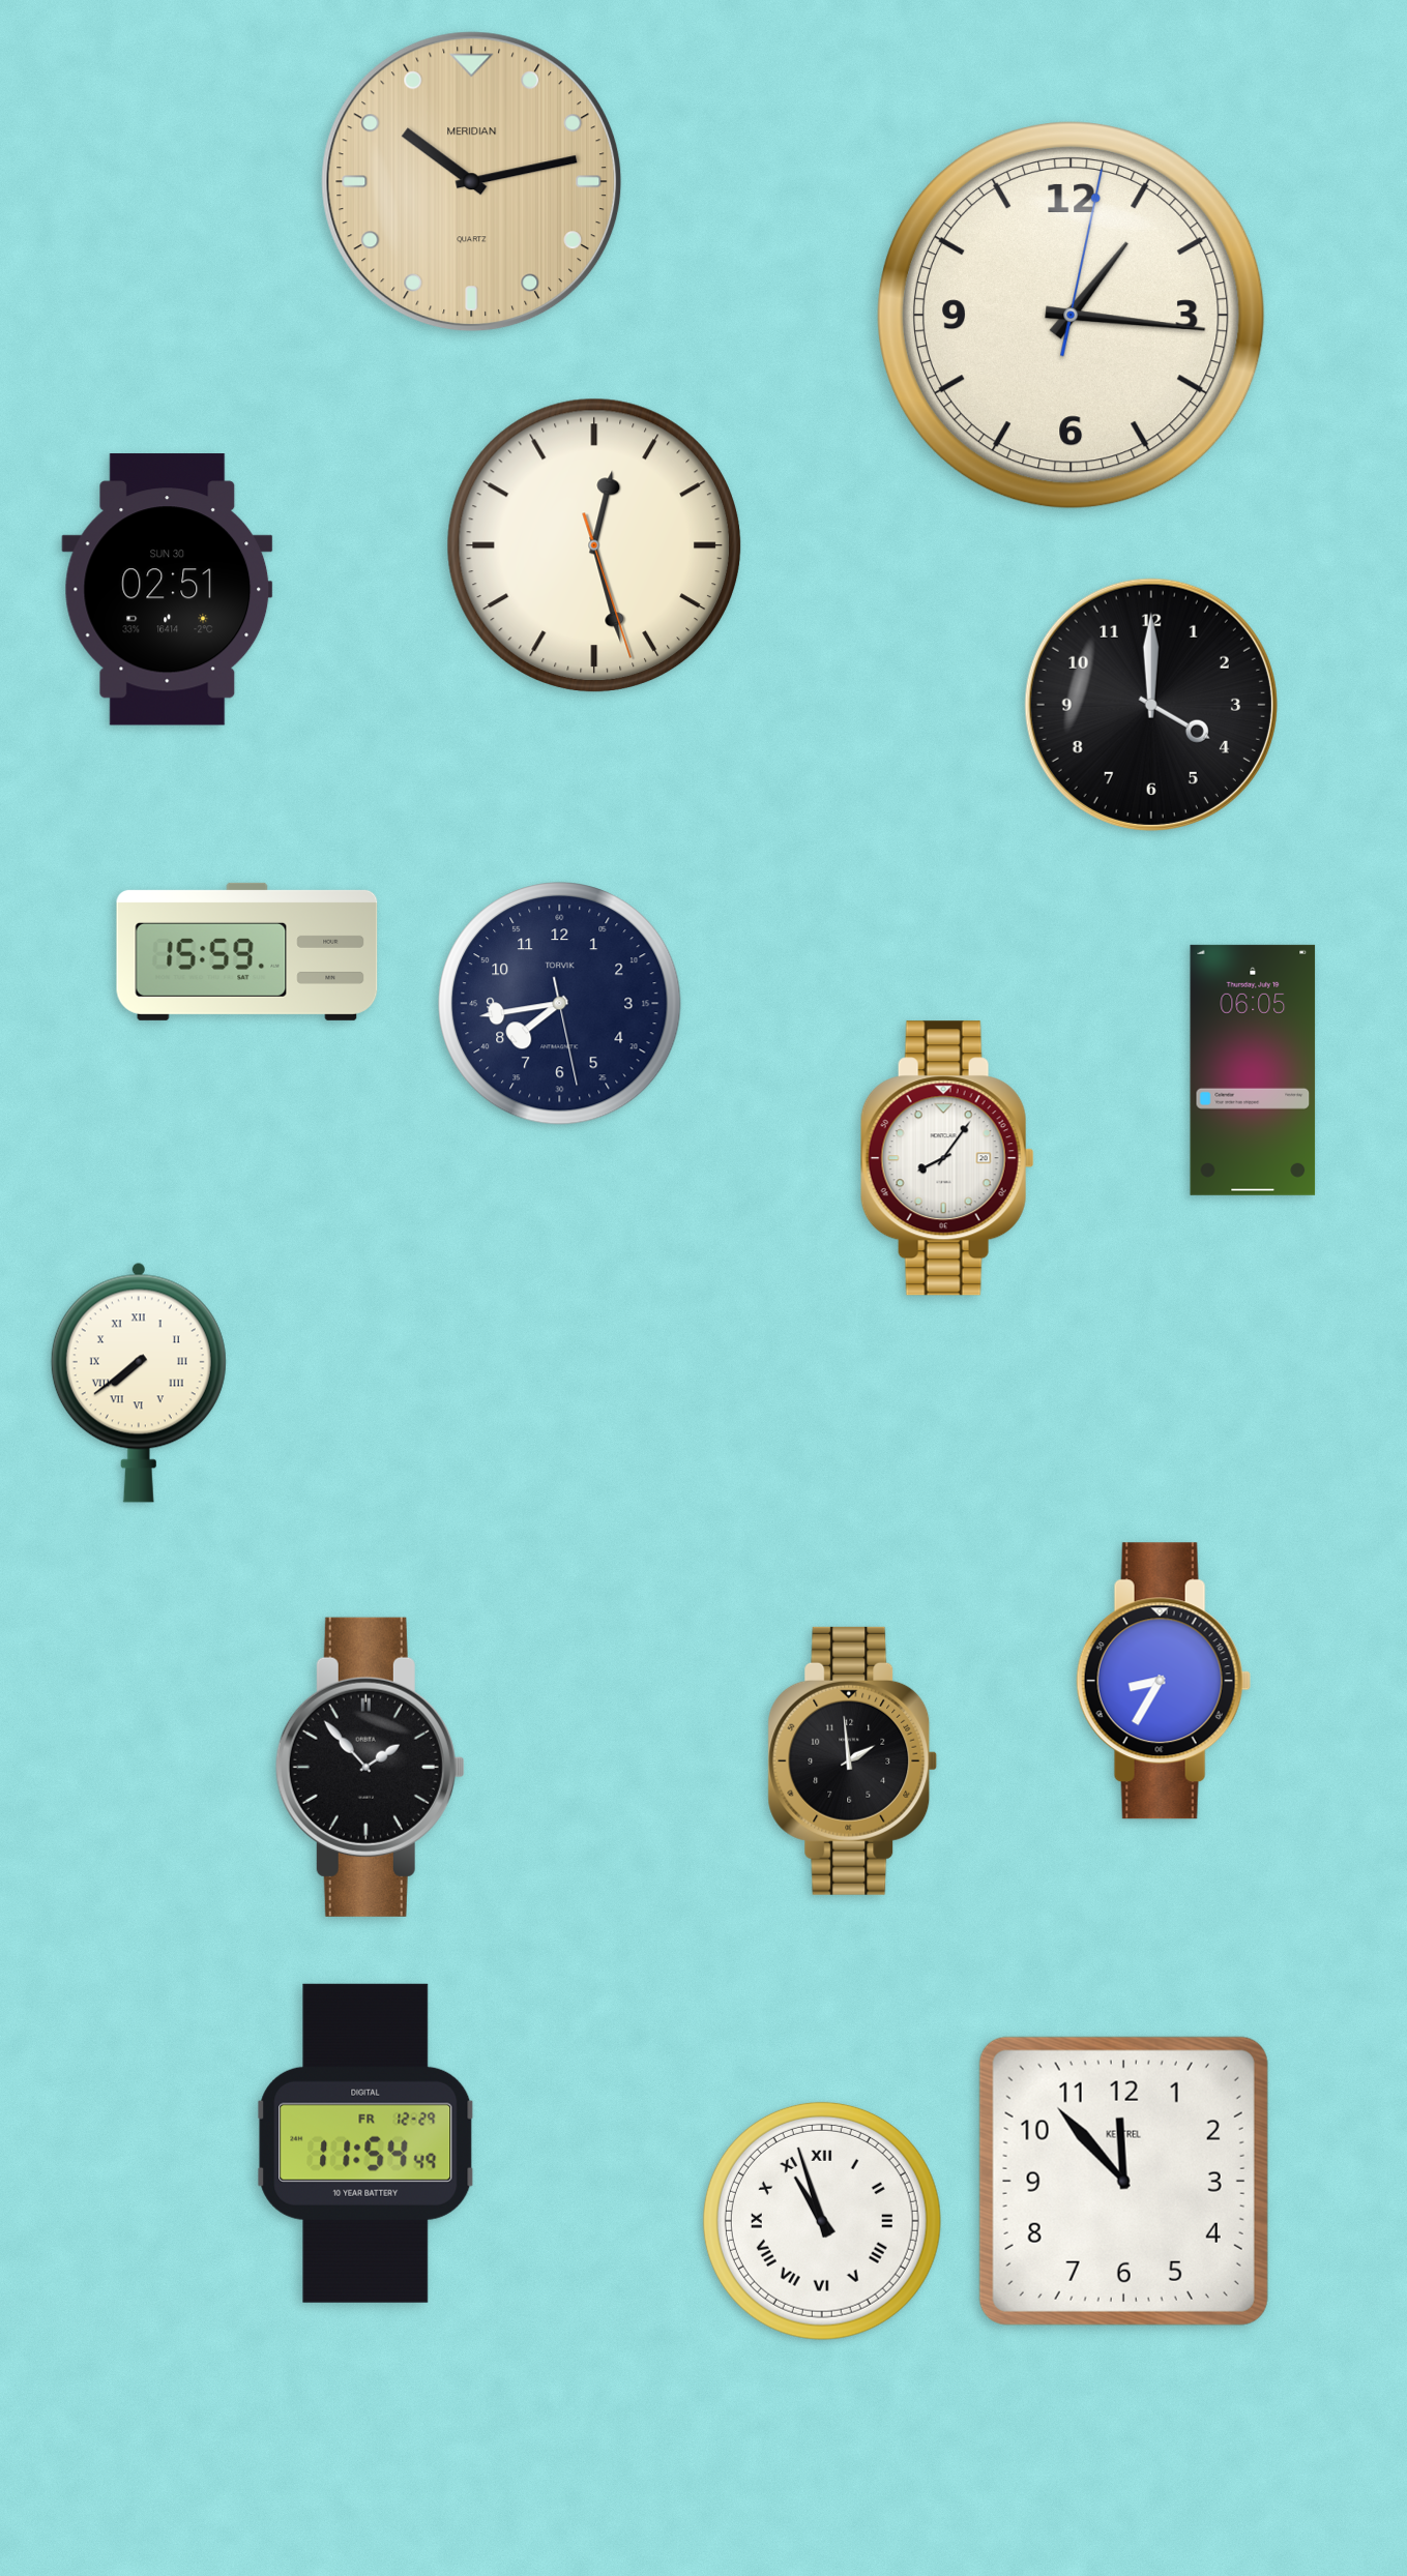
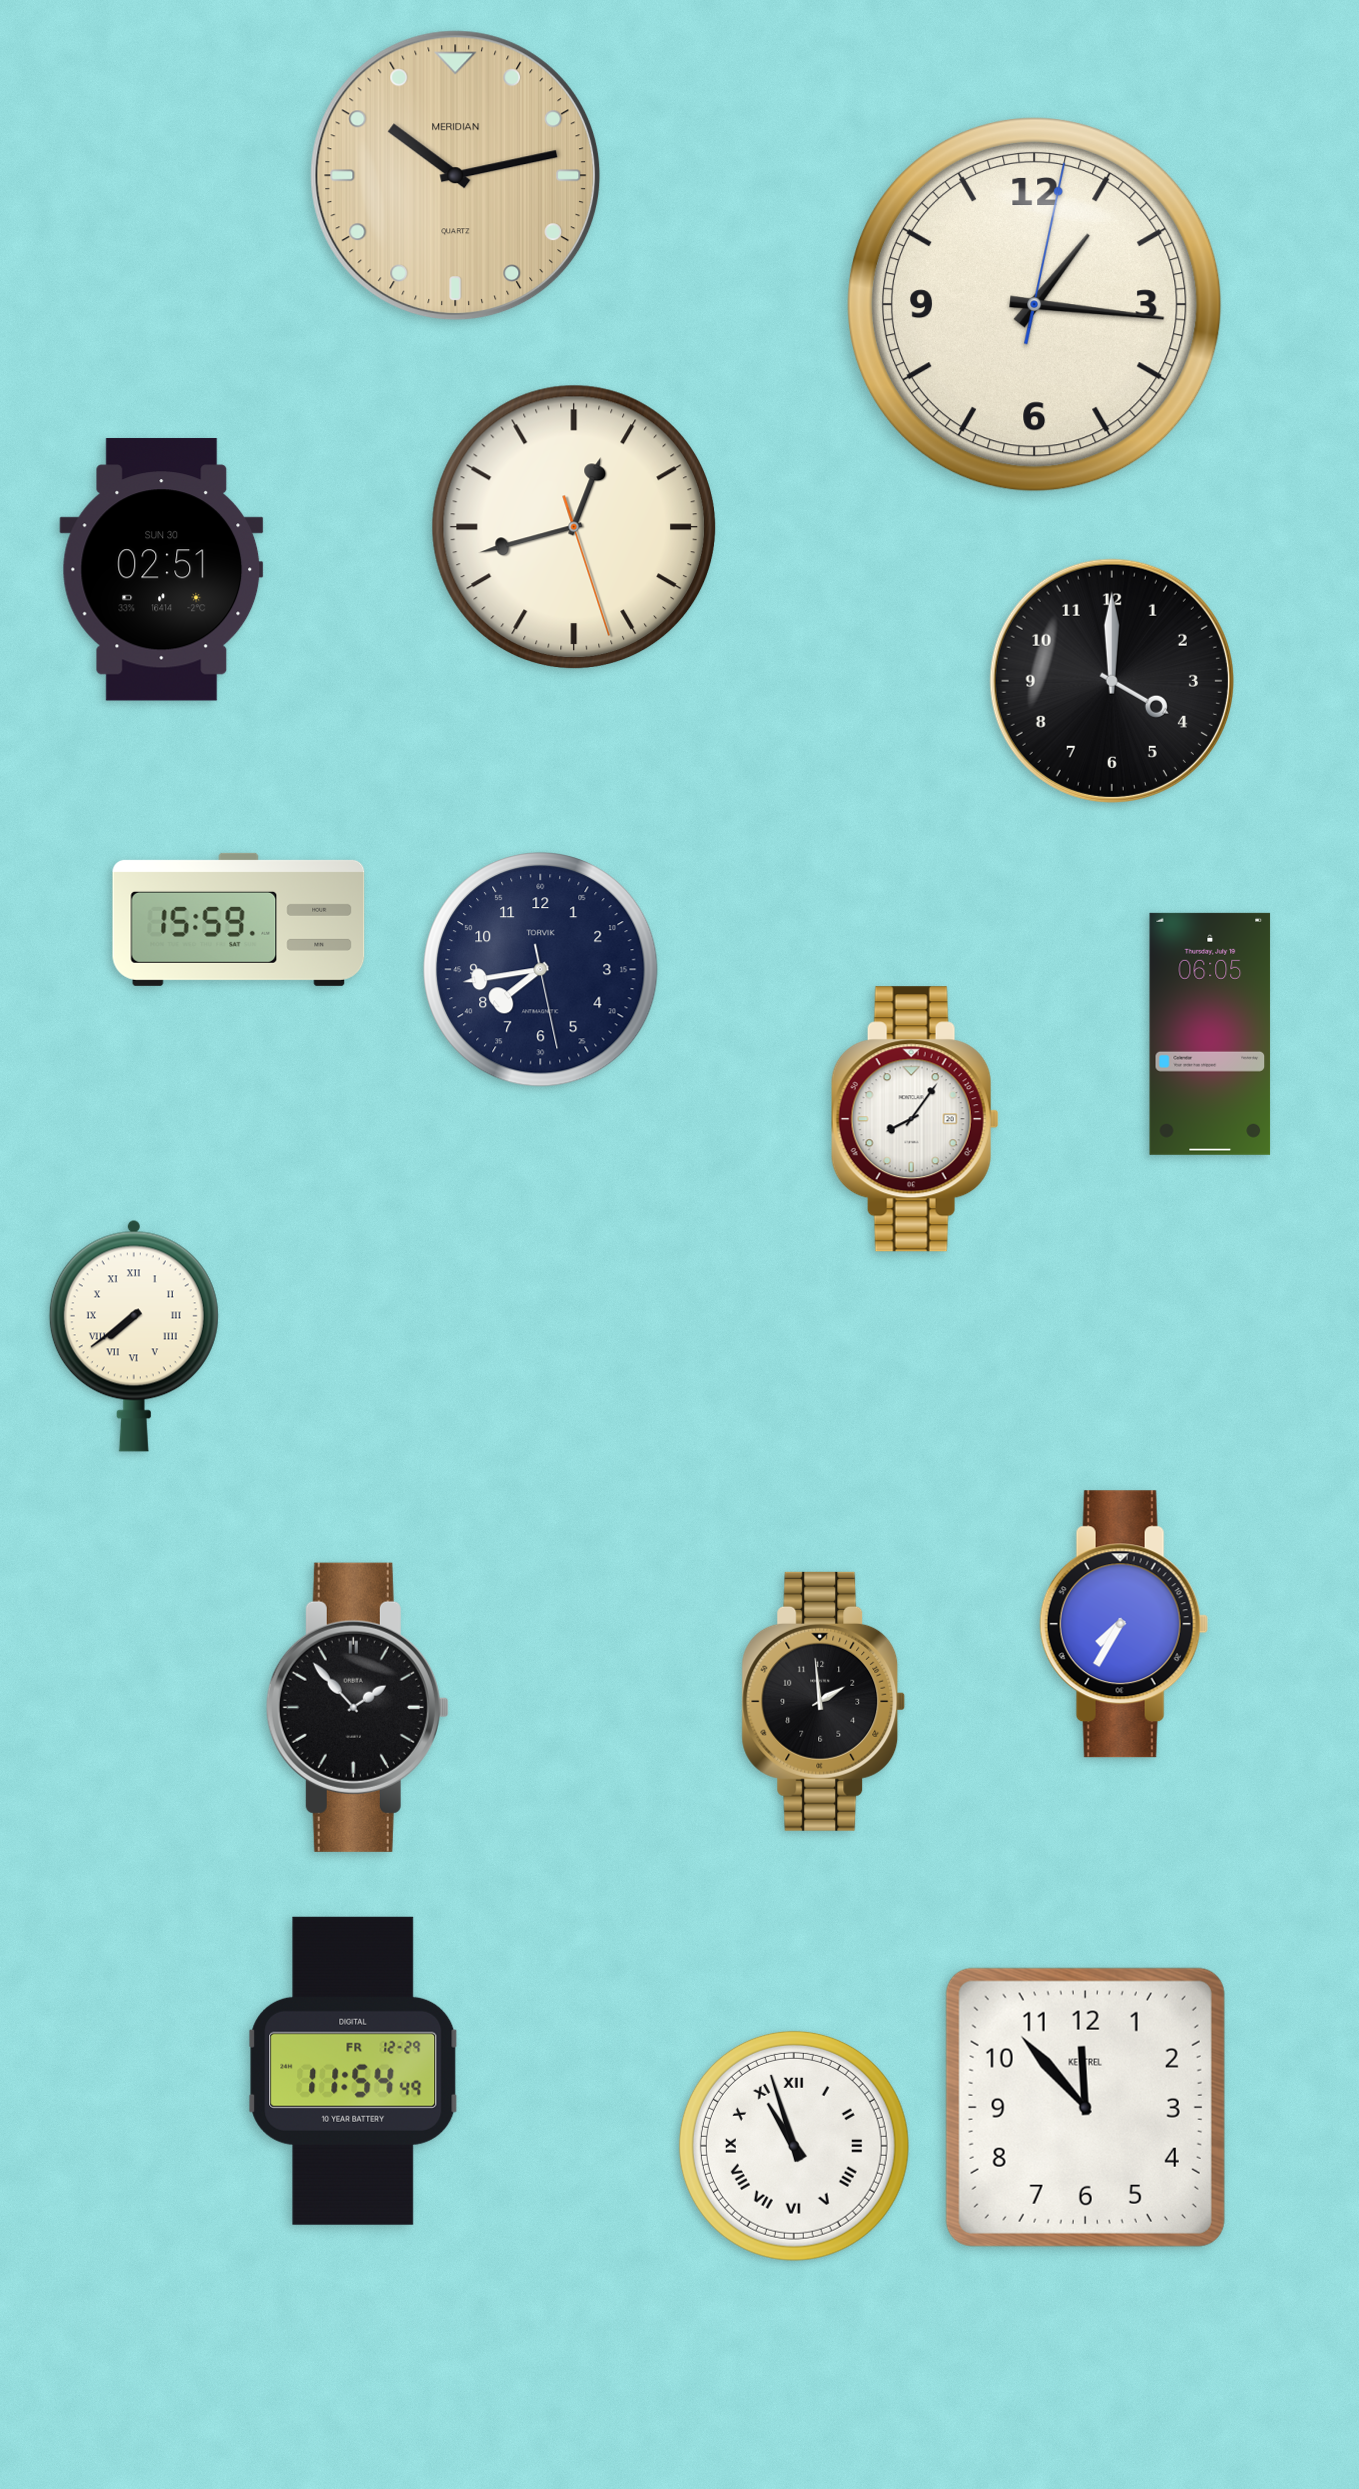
clock at (593, 544): 12:27 -> 12:42
clock at (1164, 1681): 8:35 -> 7:35
